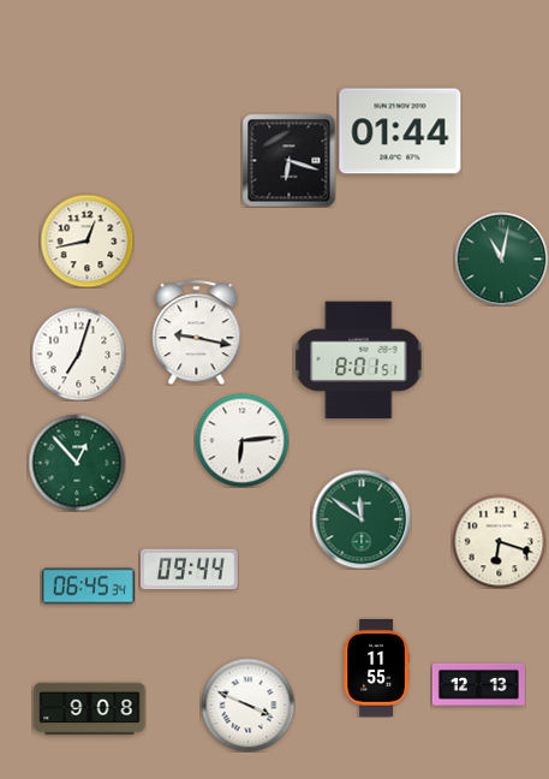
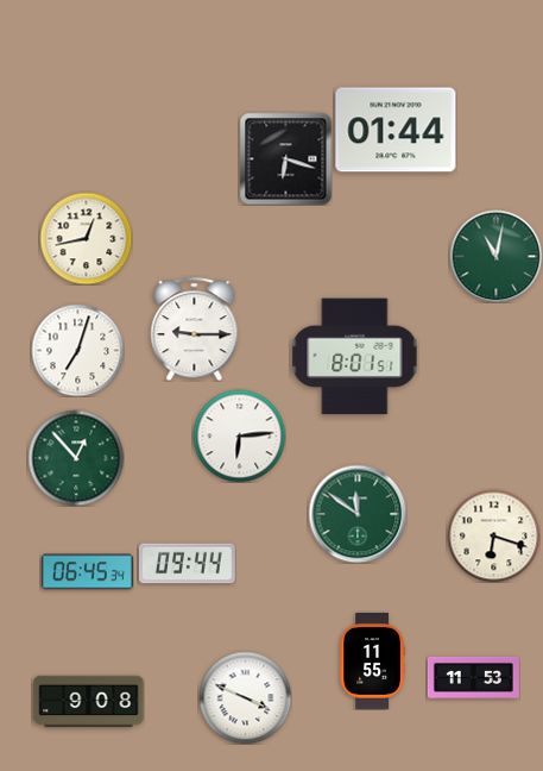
clock at (197, 332): 9:17 -> 9:15
clock at (88, 587) position: (88, 587) -> (87, 572)
clock at (478, 684): 12:13 -> 11:53
